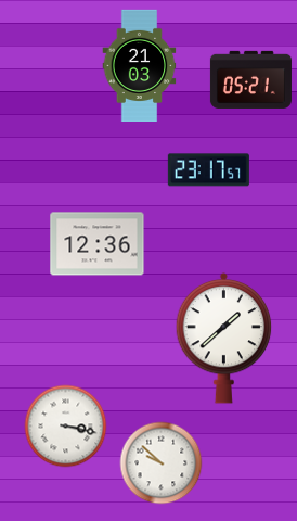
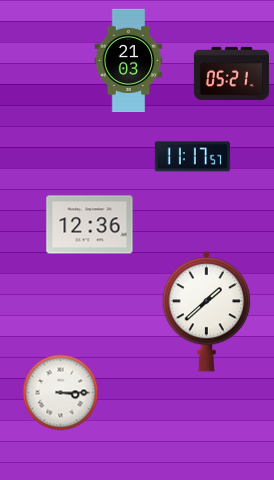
clock at (208, 170): 23:17 -> 11:17
clock at (66, 427): 3:17 -> 3:15
clock at (162, 463): 9:52 -> none
